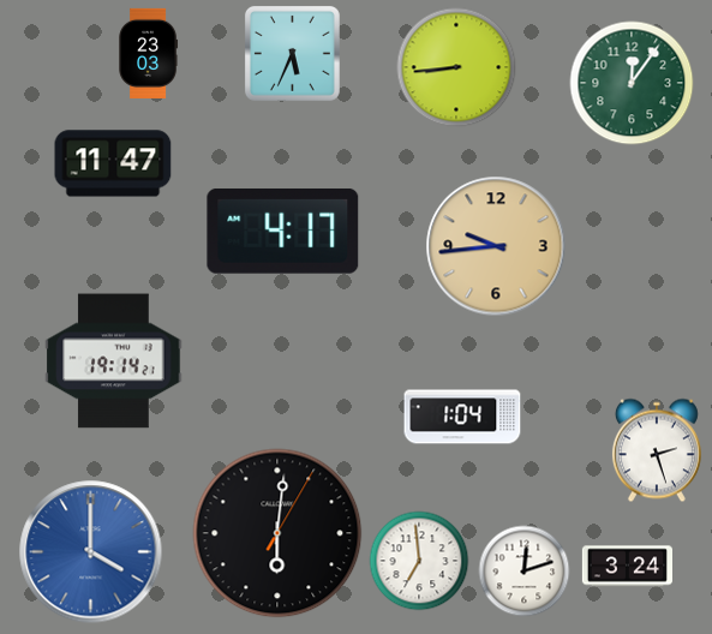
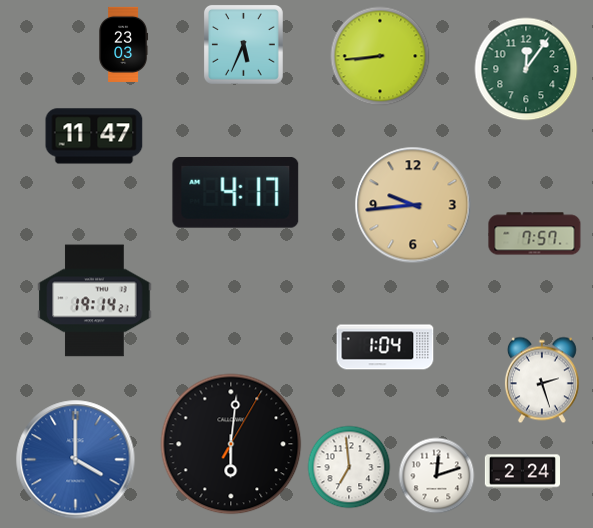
clock at (535, 234): none -> 7:57
clock at (657, 450) position: (657, 450) -> (542, 380)
clock at (627, 567): 3:24 -> 2:24
